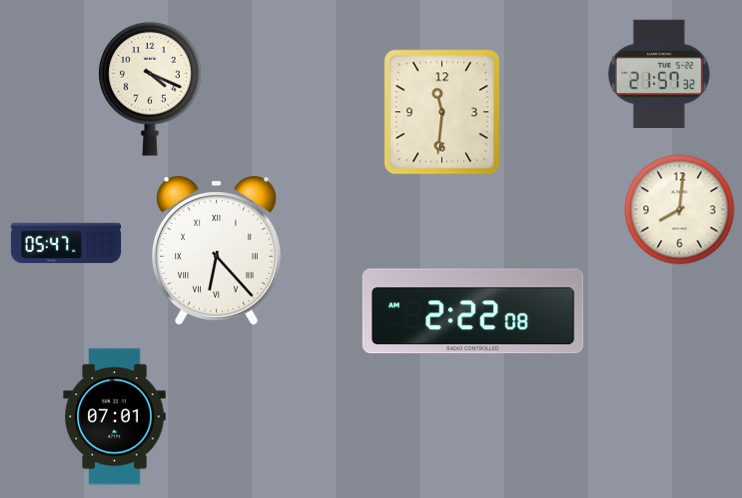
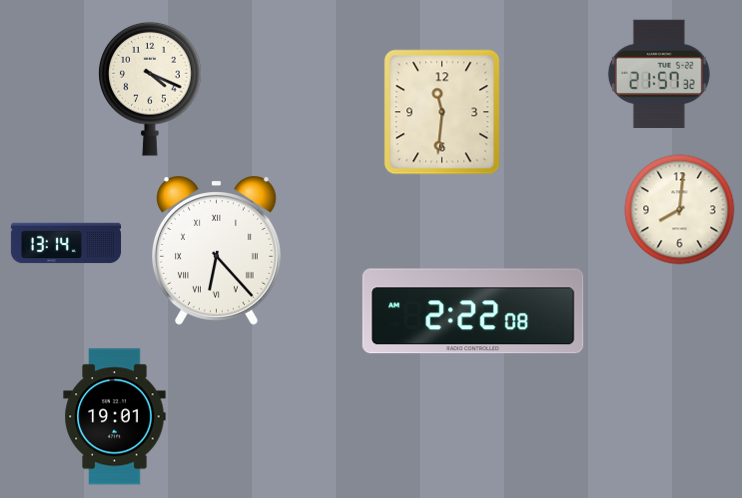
clock at (66, 243): 05:47 -> 13:14
clock at (115, 417): 07:01 -> 19:01
